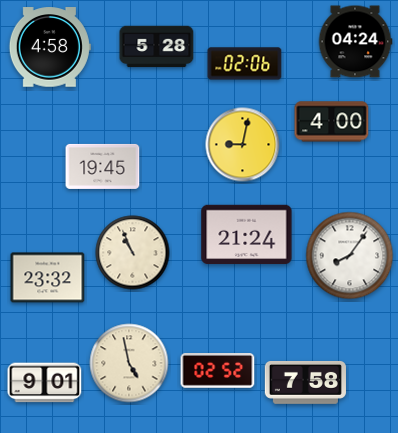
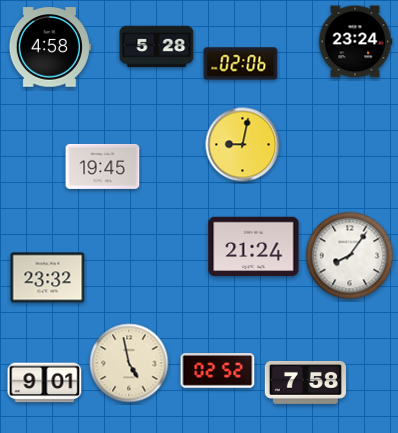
clock at (355, 42): 04:24 -> 23:24
clock at (245, 64) position: (245, 64) -> (241, 64)
clock at (332, 122): 4:00 -> none
clock at (247, 235) position: (247, 235) -> (254, 247)
clock at (133, 253): 10:56 -> none
